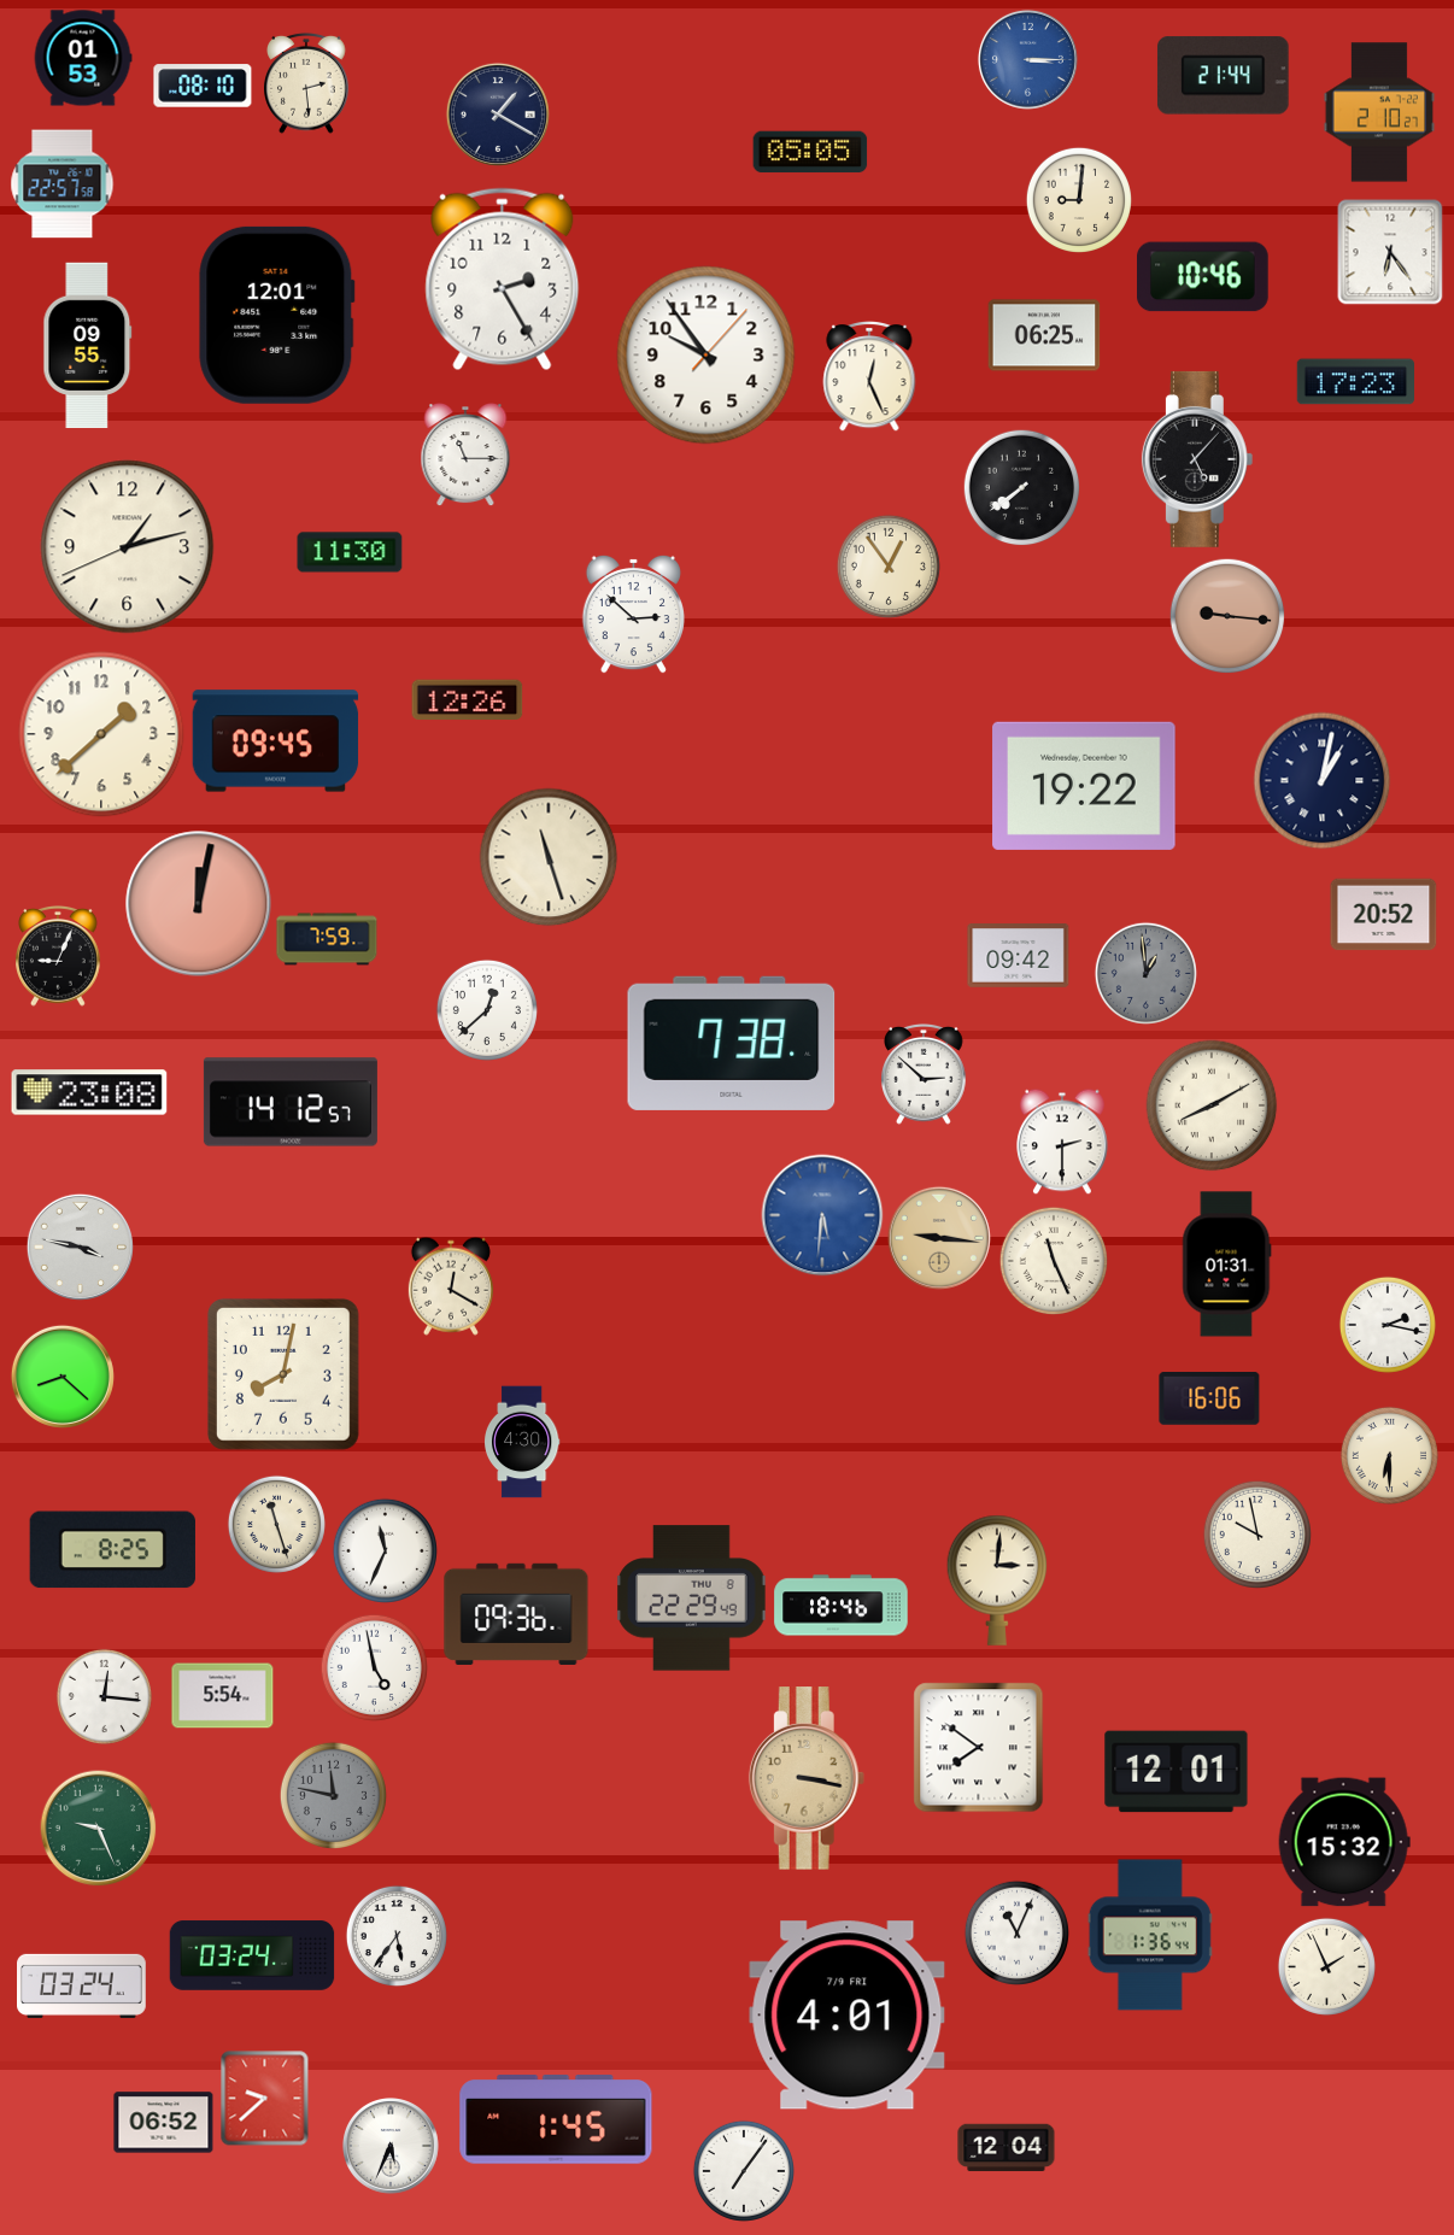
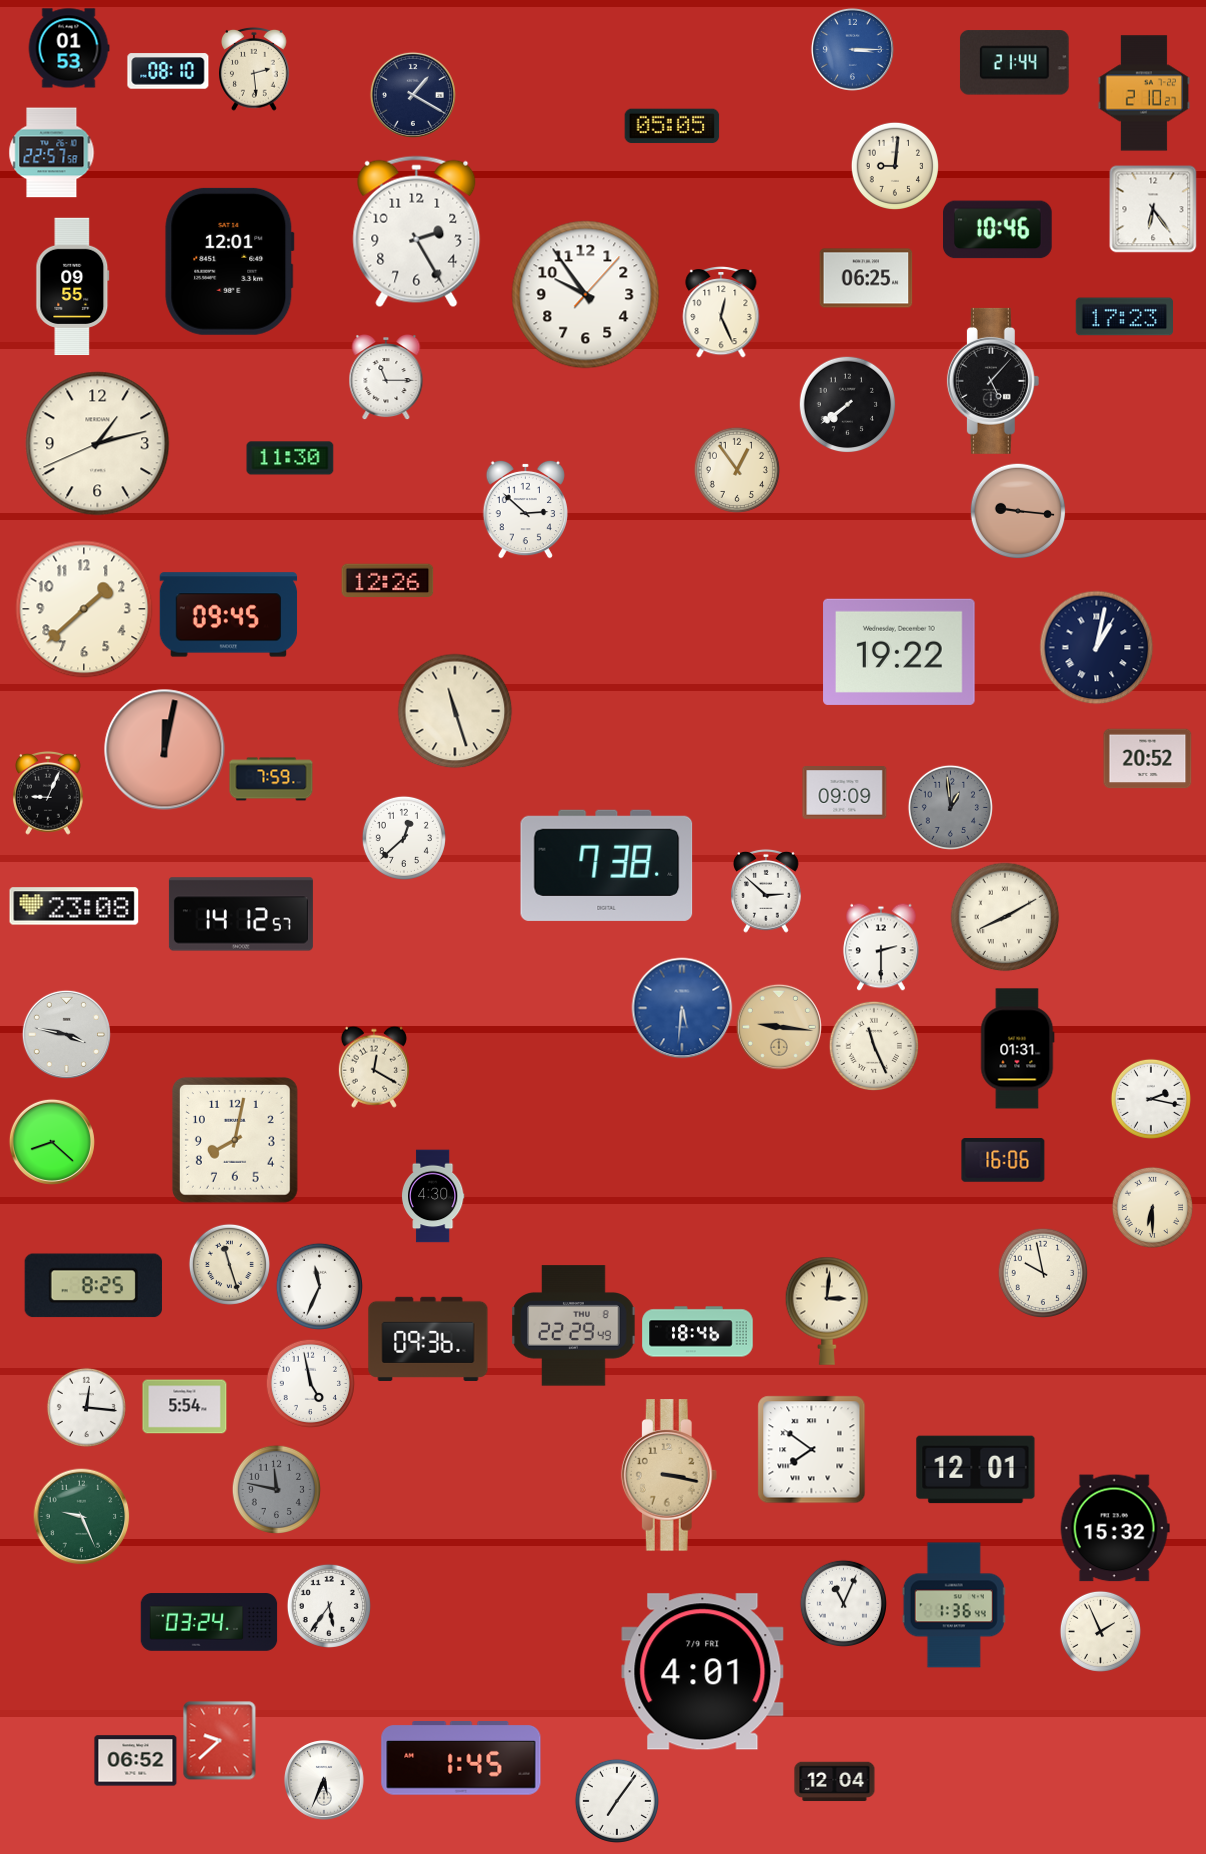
clock at (128, 547) position: (128, 547) -> (98, 444)
clock at (1019, 956): 09:42 -> 09:09
clock at (82, 1985): 03:24 -> none
